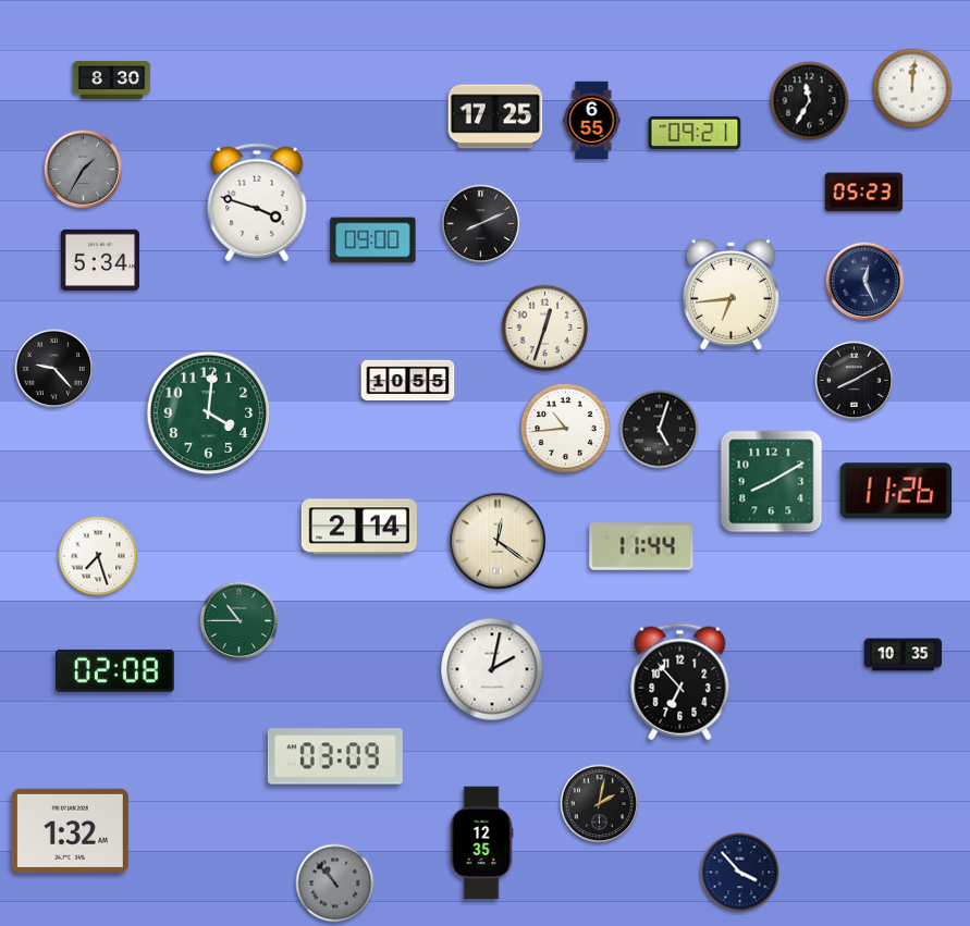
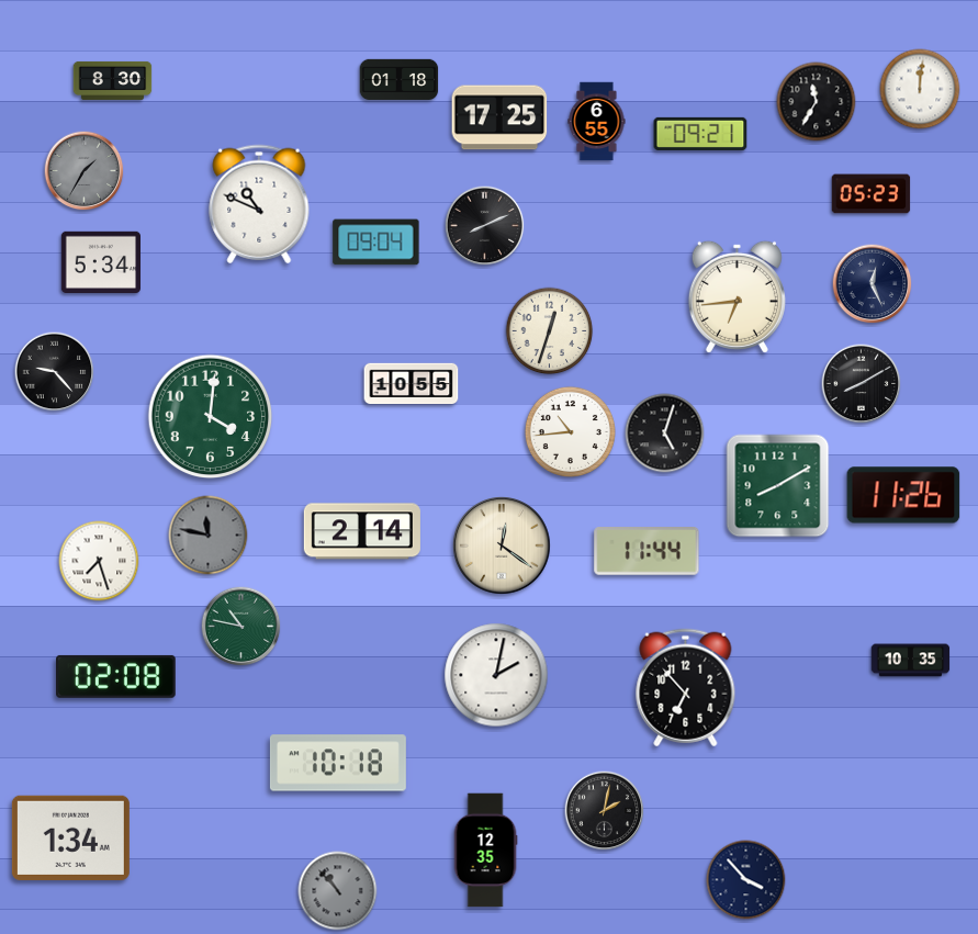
clock at (400, 79): none -> 01:18
clock at (257, 202): 3:48 -> 10:49
clock at (373, 240): 09:00 -> 09:04
clock at (209, 536): none -> 11:47
clock at (240, 621): 10:45 -> 10:47
clock at (335, 756): 03:09 -> 10:18
clock at (70, 830): 1:32 -> 1:34
